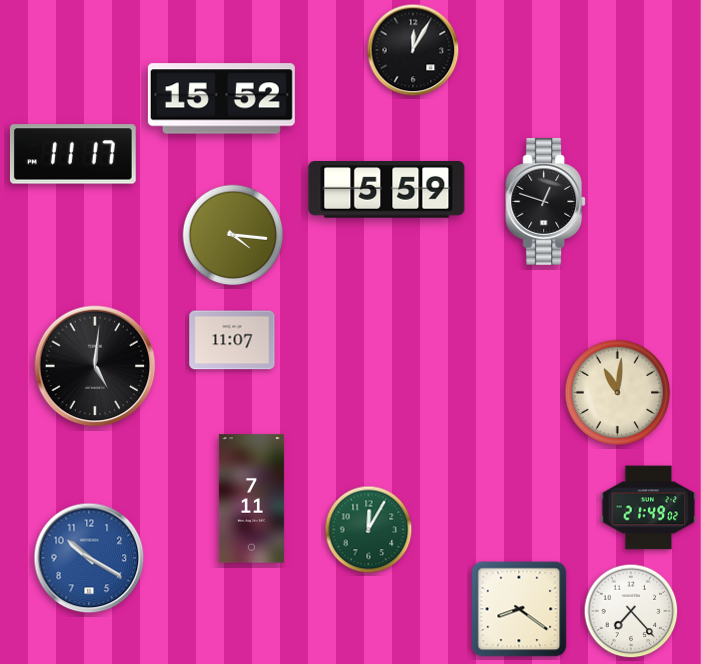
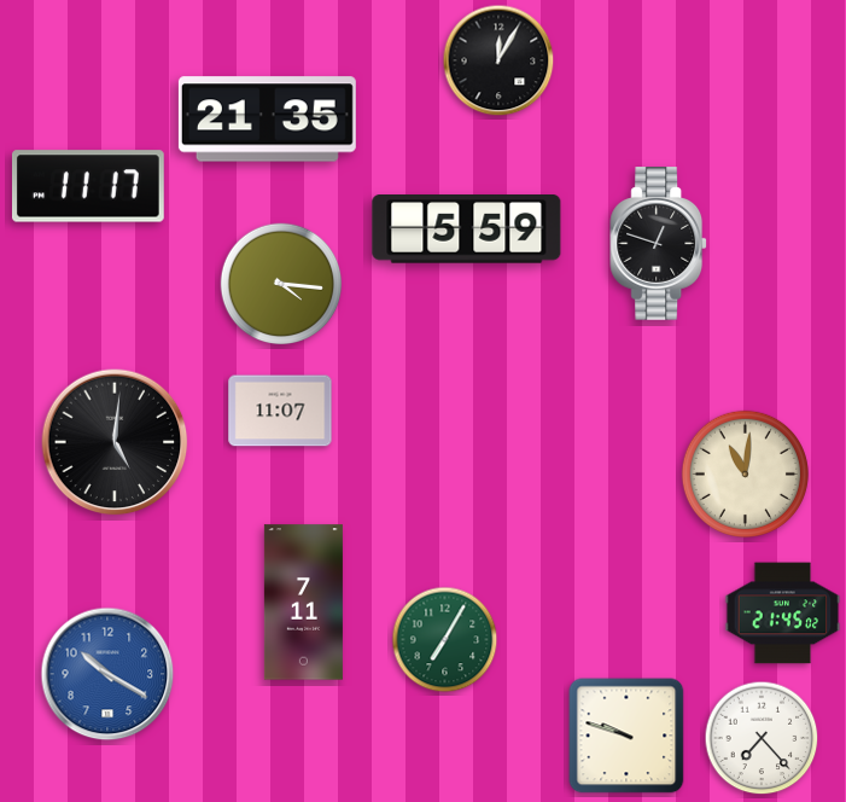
clock at (221, 99): 15:52 -> 21:35
clock at (649, 508): 21:49 -> 21:45
clock at (369, 530): 12:05 -> 7:05
clock at (519, 609): 8:21 -> 9:48
